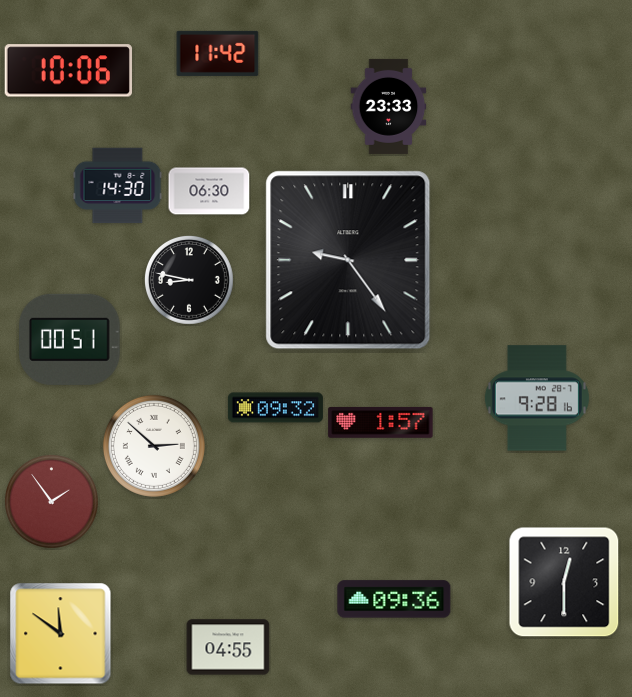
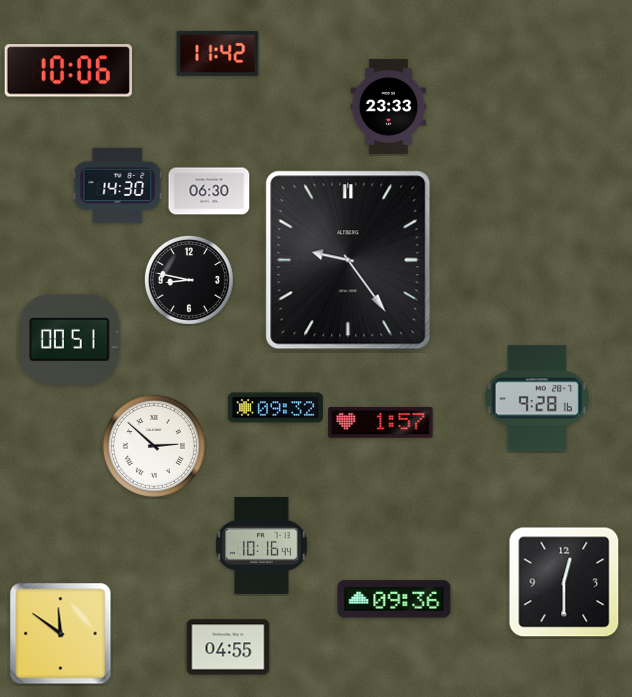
clock at (51, 501): 1:54 -> none
clock at (262, 545): none -> 10:16
